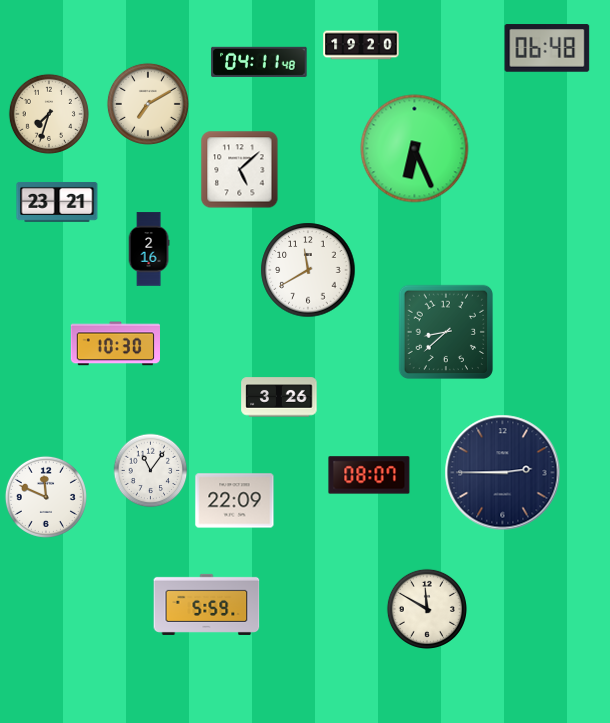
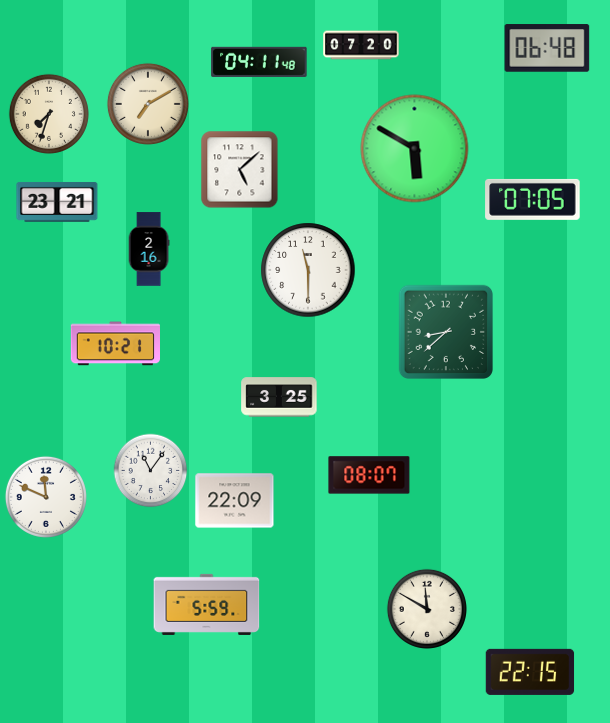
clock at (361, 45): 19:20 -> 07:20
clock at (415, 149): 6:26 -> 5:50
clock at (533, 199): none -> 07:05
clock at (308, 270): 11:40 -> 11:30
clock at (115, 344): 10:30 -> 10:21
clock at (279, 397): 3:26 -> 3:25
clock at (503, 473): 2:45 -> none
clock at (530, 672): none -> 22:15
